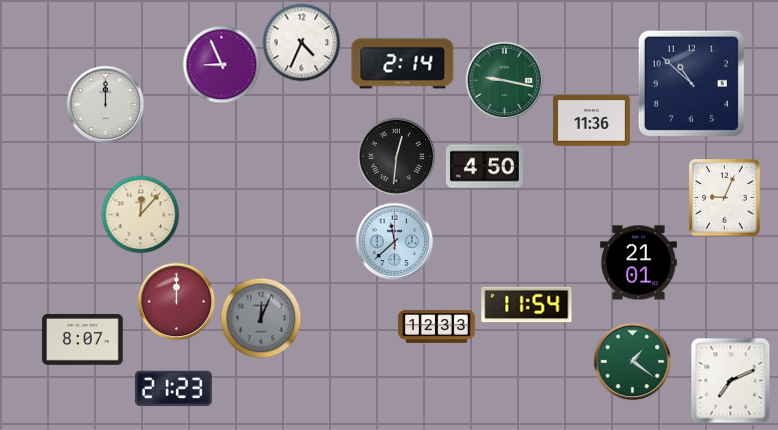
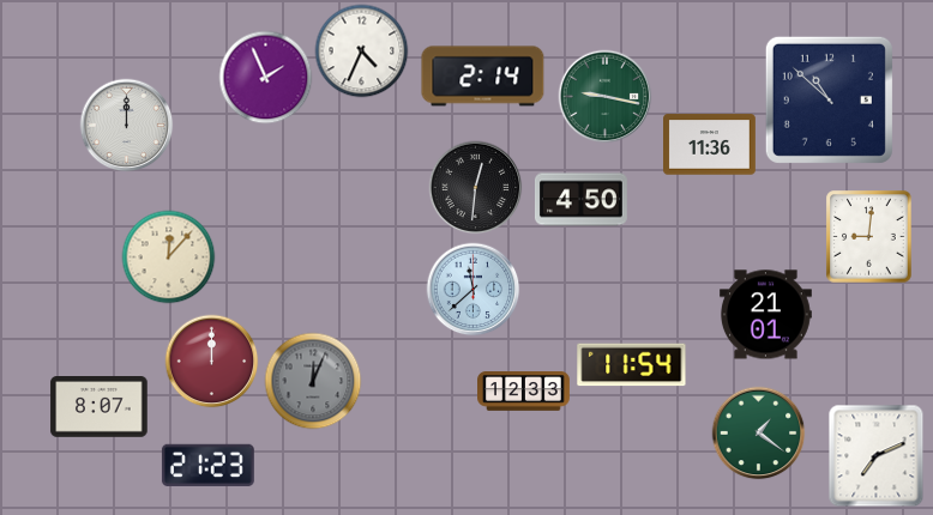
clock at (221, 64): 8:56 -> 1:56
clock at (725, 197): 9:04 -> 9:01
